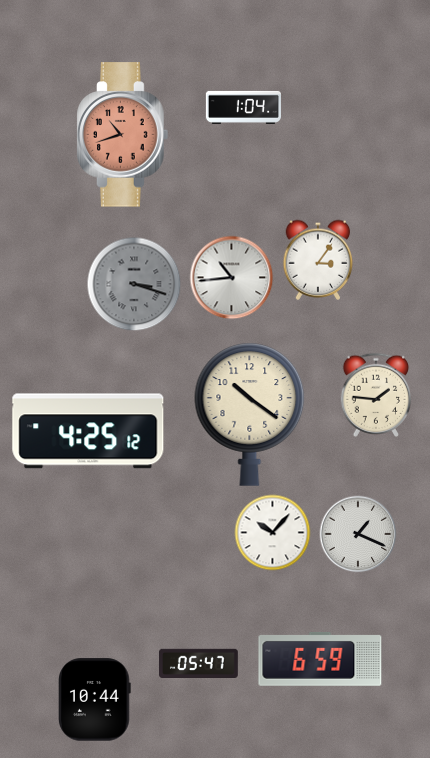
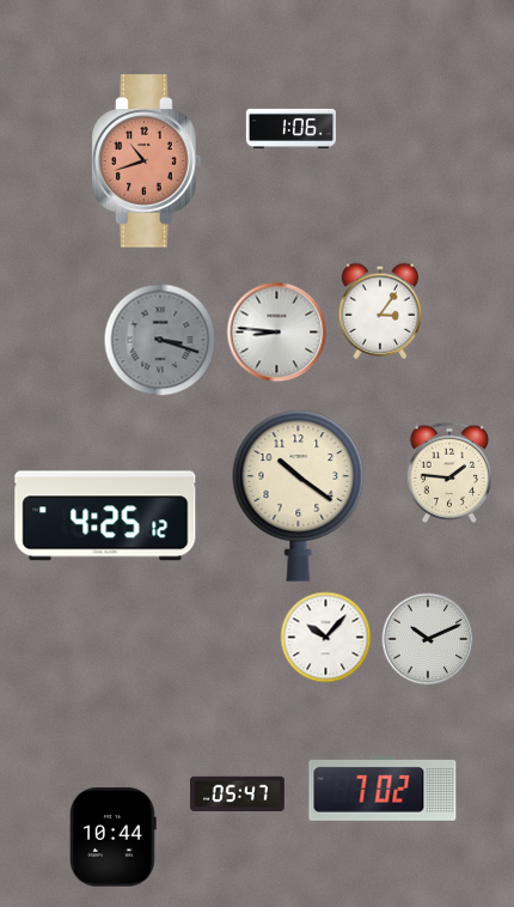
clock at (243, 107): 1:04 -> 1:06
clock at (232, 278): 10:44 -> 8:46
clock at (358, 534): 1:19 -> 10:11
clock at (320, 659): 6:59 -> 7:02
